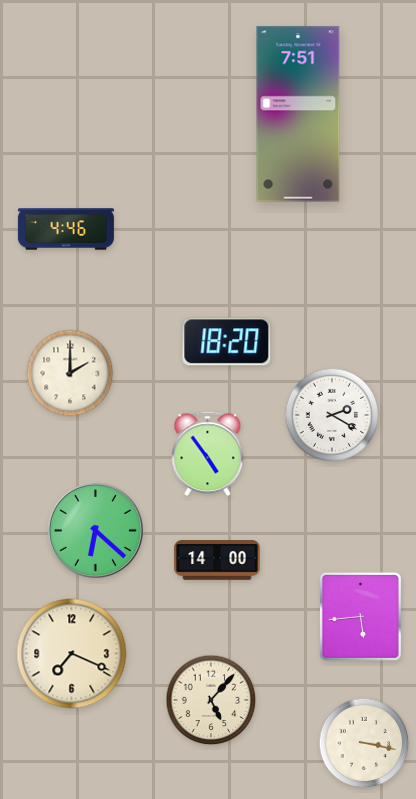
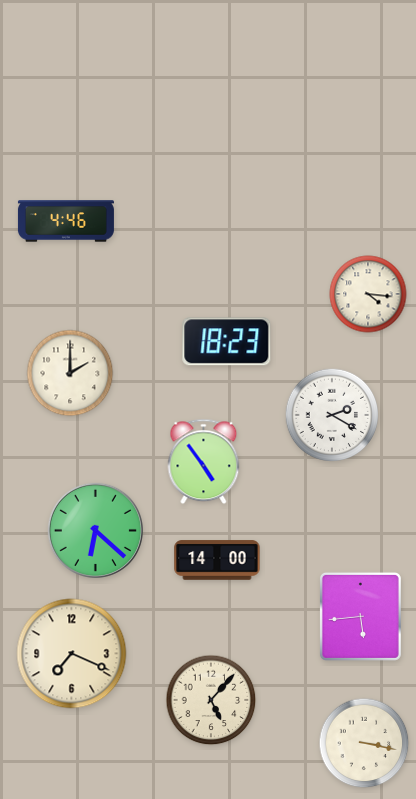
clock at (298, 114): 7:51 -> none
clock at (66, 229) position: (66, 229) -> (66, 221)
clock at (368, 294): none -> 4:16
clock at (227, 342): 18:20 -> 18:23
clock at (208, 454) position: (208, 454) -> (204, 462)
